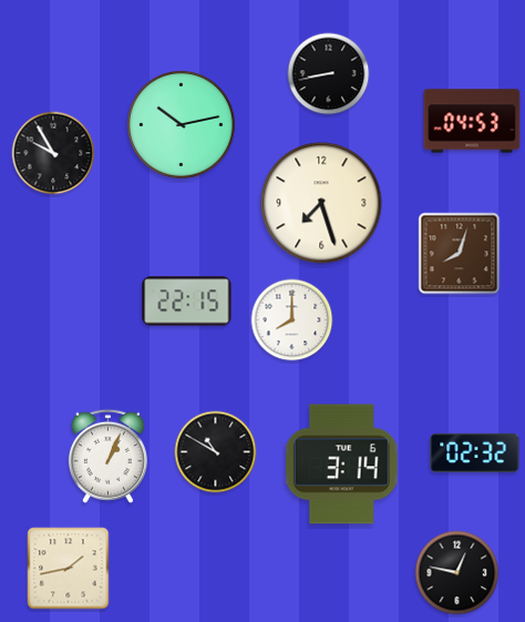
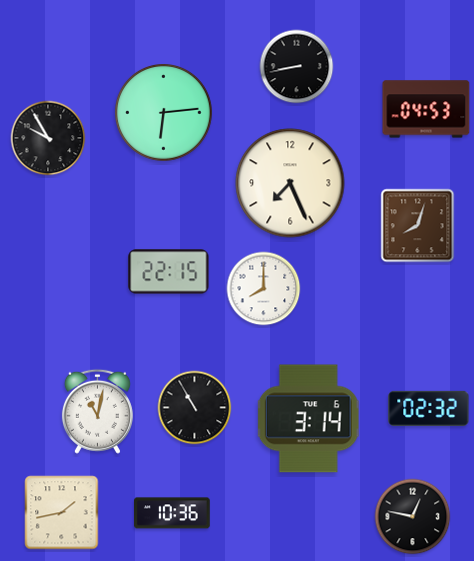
clock at (182, 125): 10:13 -> 6:14
clock at (321, 203): 7:27 -> 7:26
clock at (460, 254) position: (460, 254) -> (418, 226)
clock at (216, 452): 10:50 -> 10:55
clock at (107, 456): 1:04 -> 11:02
clock at (173, 513): none -> 10:36
